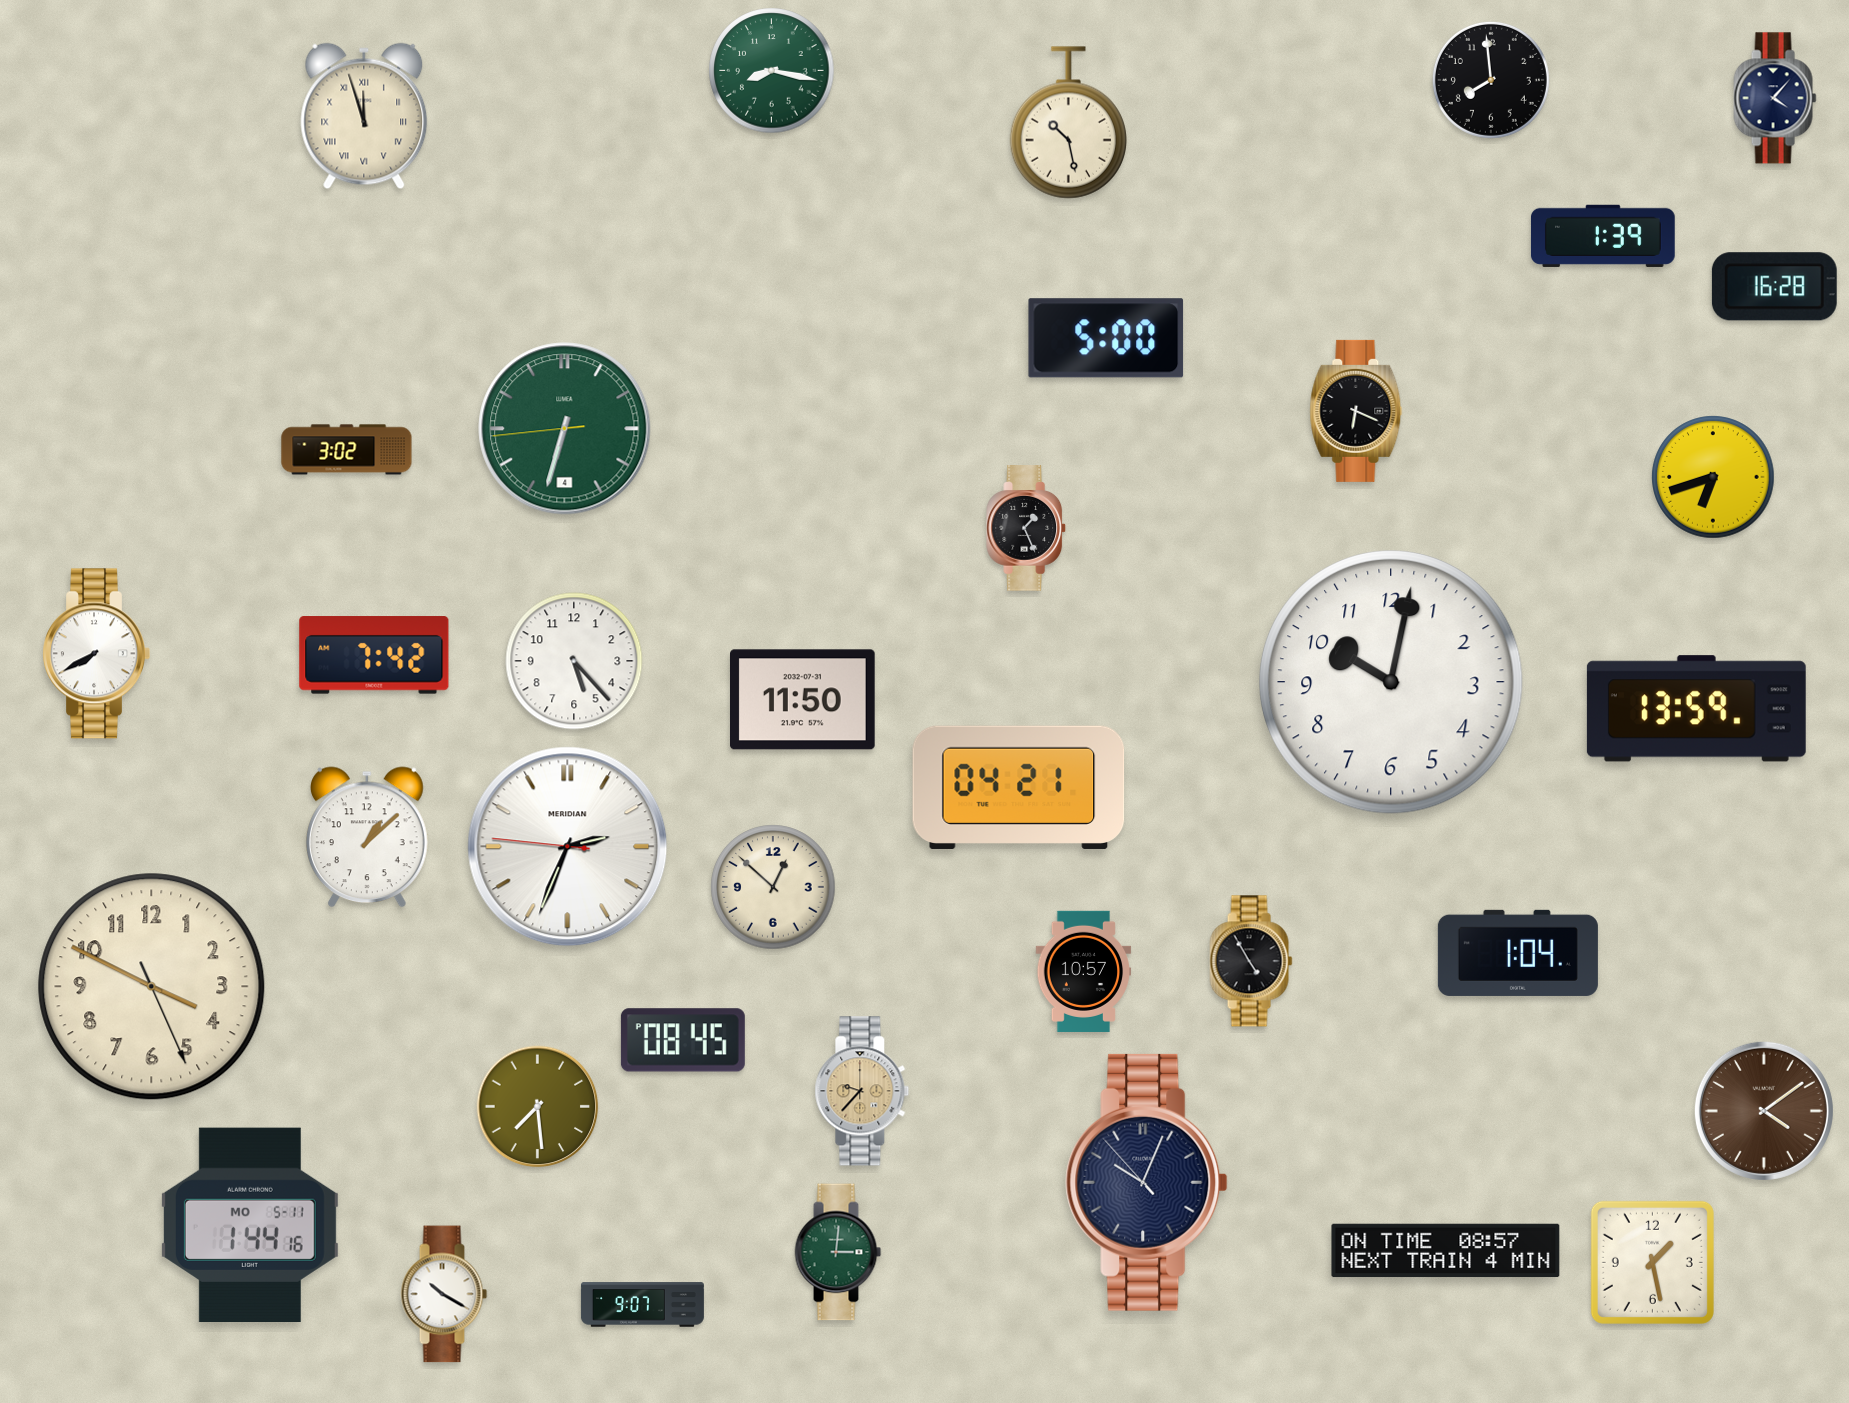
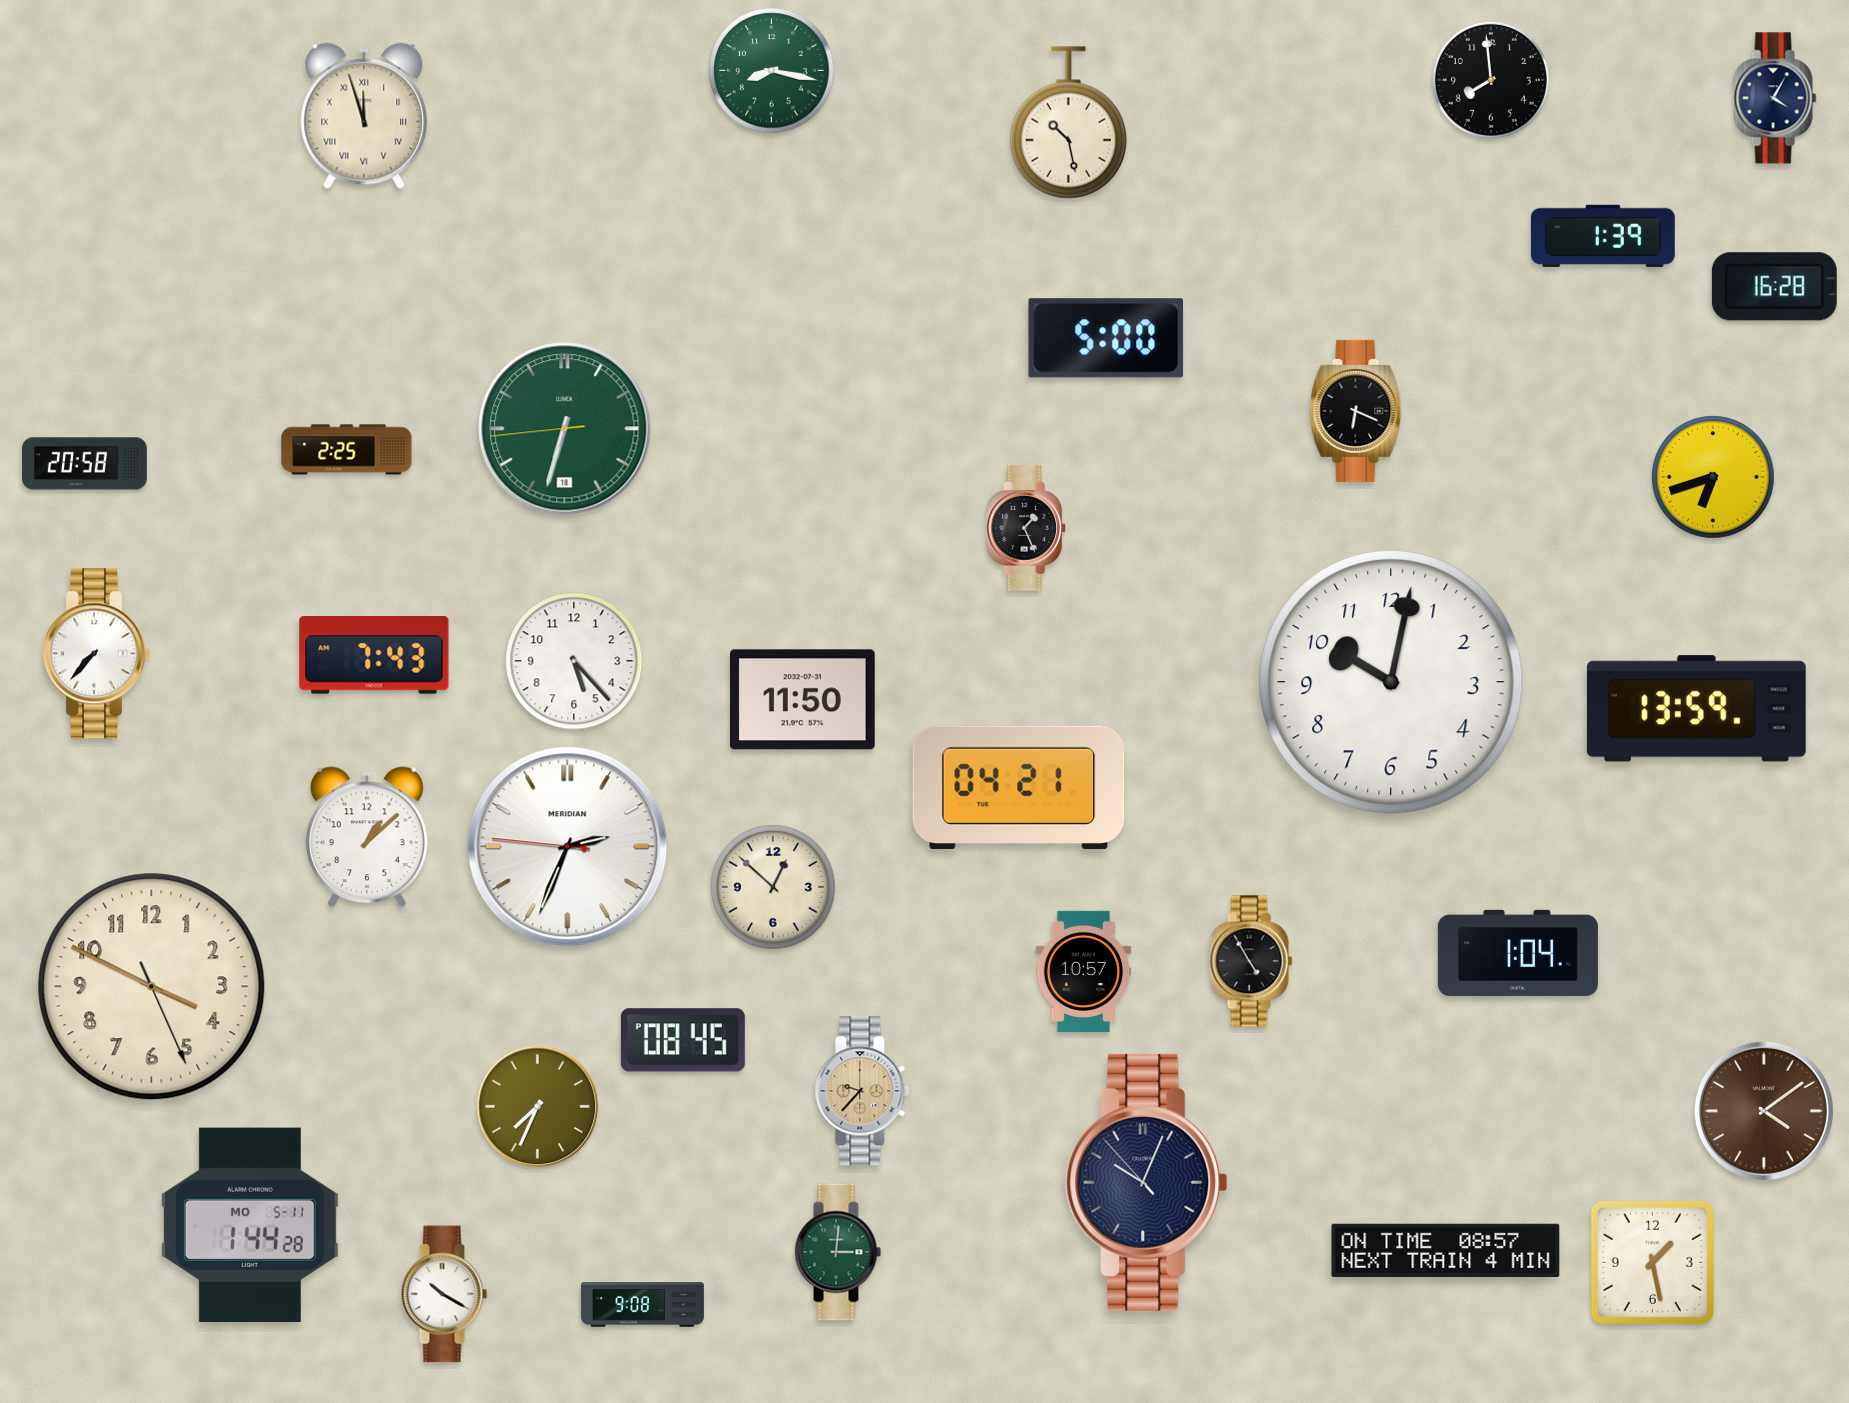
clock at (1775, 98): 4:07 -> 4:05
clock at (565, 429) date: 4 -> 18
clock at (347, 450): 3:02 -> 2:25
clock at (85, 464): none -> 20:58
clock at (96, 654): 7:40 -> 7:37
clock at (374, 655): 7:42 -> 7:43
clock at (538, 1107): 7:29 -> 7:34
clock at (250, 1224): 1:44:16 -> 1:44:28
clock at (642, 1305): 9:07 -> 9:08
